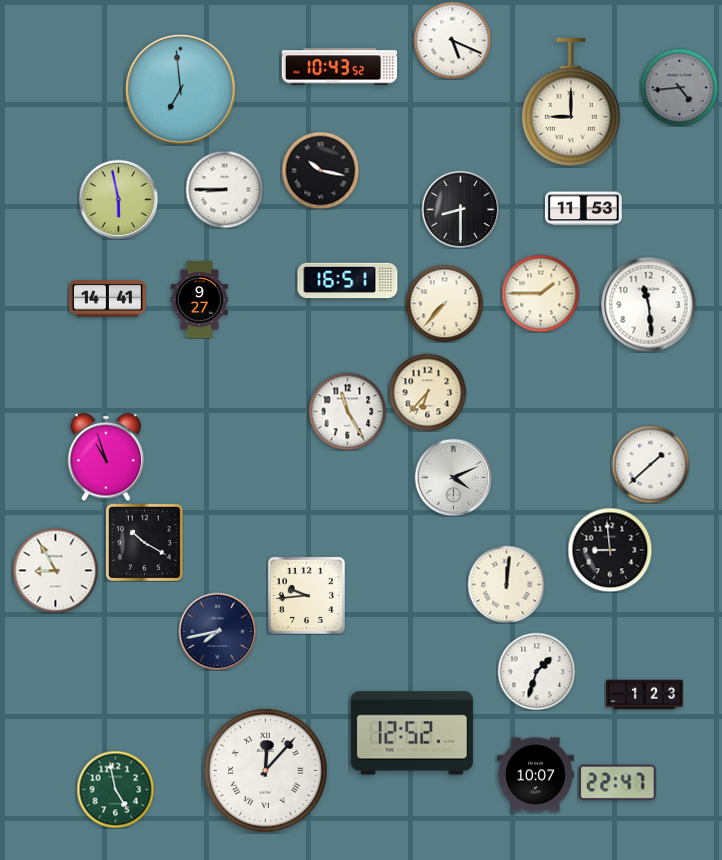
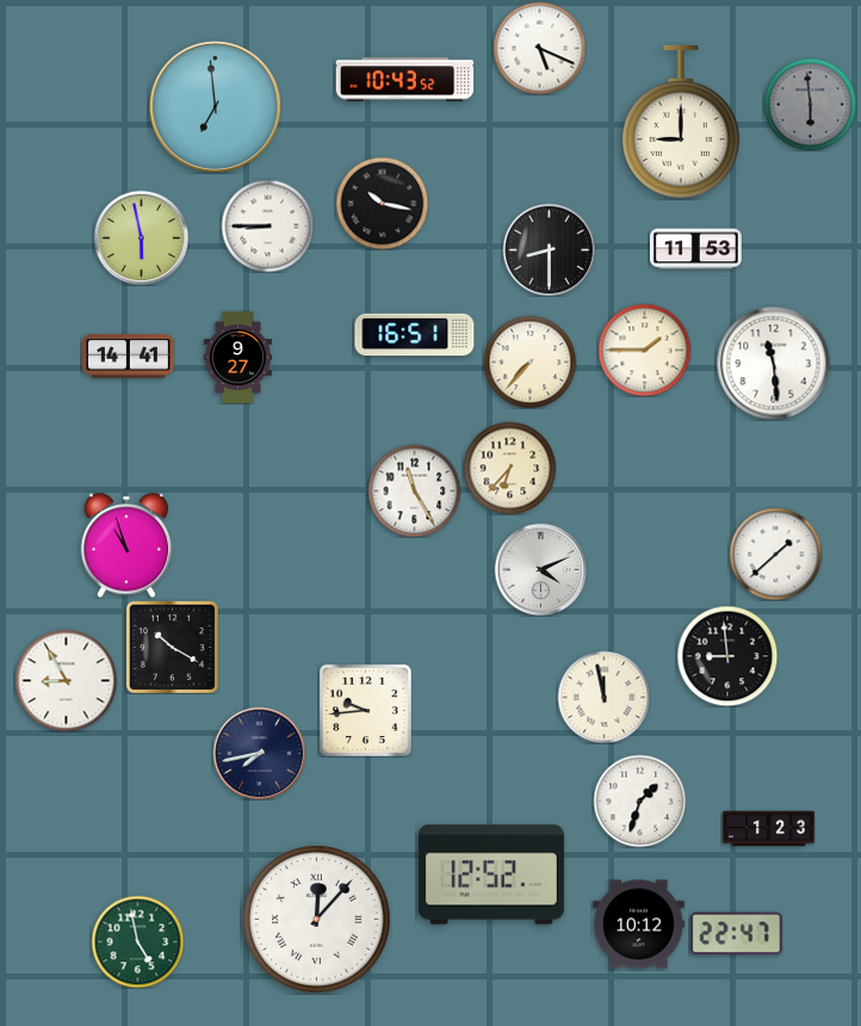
clock at (679, 87): 4:44 -> 5:59
clock at (506, 584): 12:01 -> 11:58
clock at (535, 775): 10:07 -> 10:12
